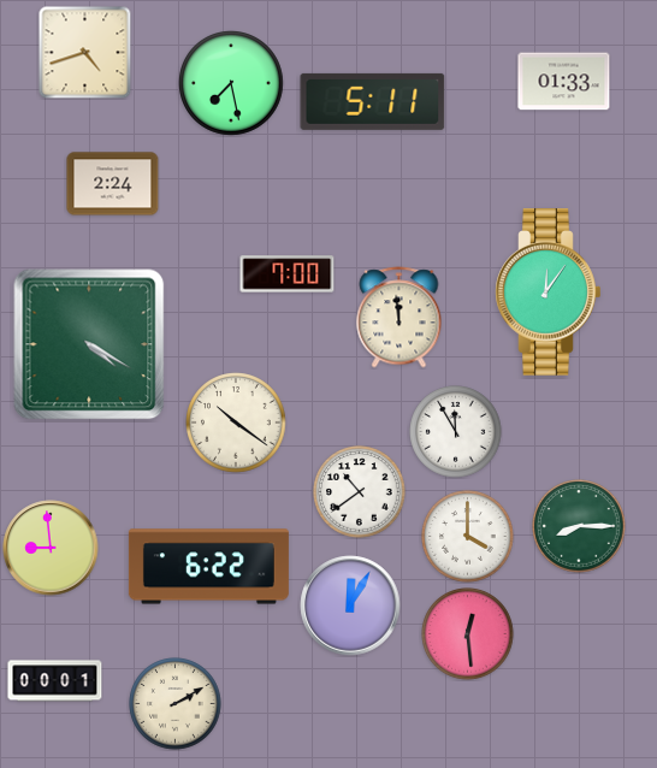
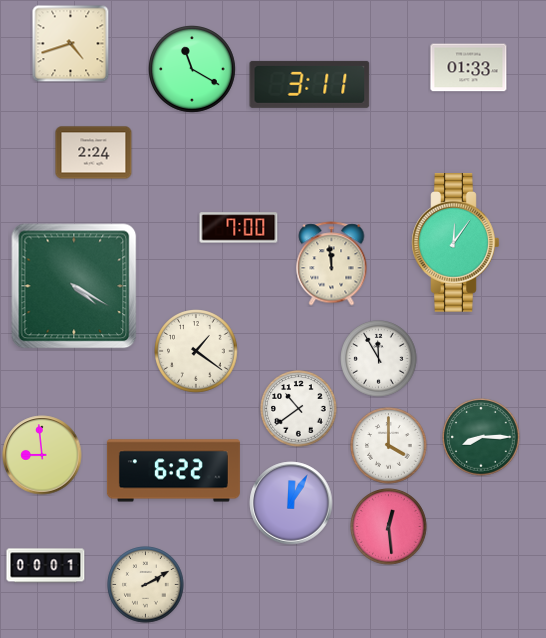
clock at (232, 84): 7:28 -> 11:20
clock at (373, 101): 5:11 -> 3:11
clock at (236, 423): 10:21 -> 1:21
